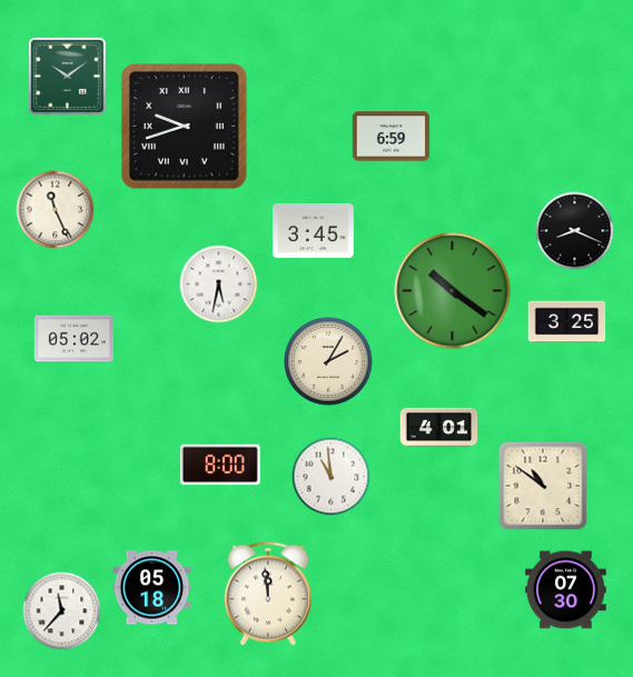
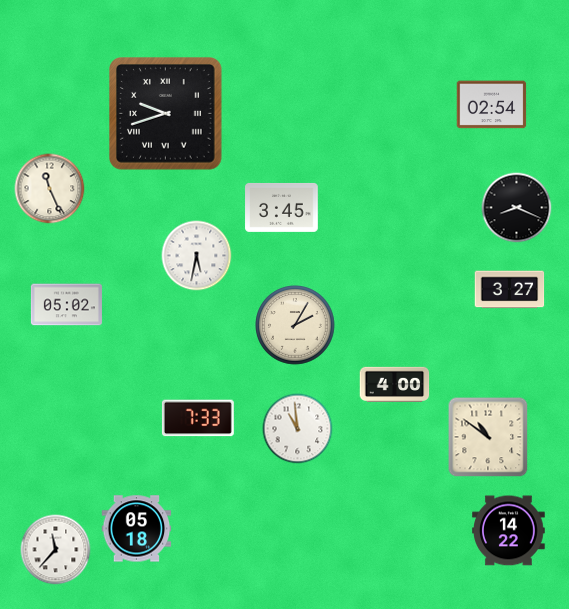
clock at (67, 76): 10:09 -> none
clock at (492, 105): none -> 02:54
clock at (392, 137): 6:59 -> none
clock at (453, 291): 10:21 -> none
clock at (567, 322): 3:25 -> 3:27
clock at (439, 427): 4:01 -> 4:00
clock at (220, 465): 8:00 -> 7:33
clock at (566, 590): 07:30 -> 14:22
clock at (268, 594): 11:59 -> none
